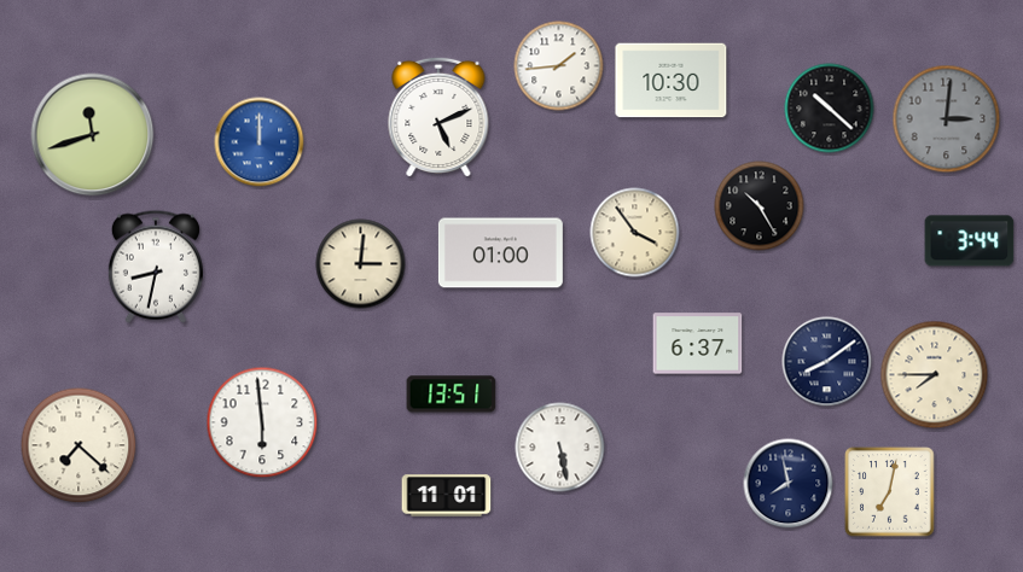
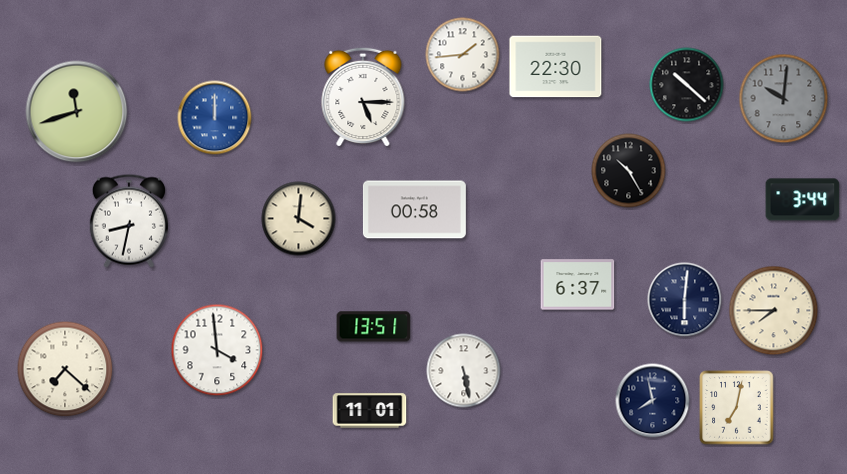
clock at (672, 81): 10:30 -> 22:30
clock at (830, 109) position: (830, 109) -> (687, 85)
clock at (438, 117): 5:11 -> 5:15
clock at (947, 119): 3:01 -> 10:01
clock at (635, 233): 3:54 -> none
clock at (500, 253): 01:00 -> 00:58
clock at (361, 264): 3:01 -> 4:01
clock at (827, 362): 8:09 -> 6:01
clock at (262, 422): 5:59 -> 3:59
